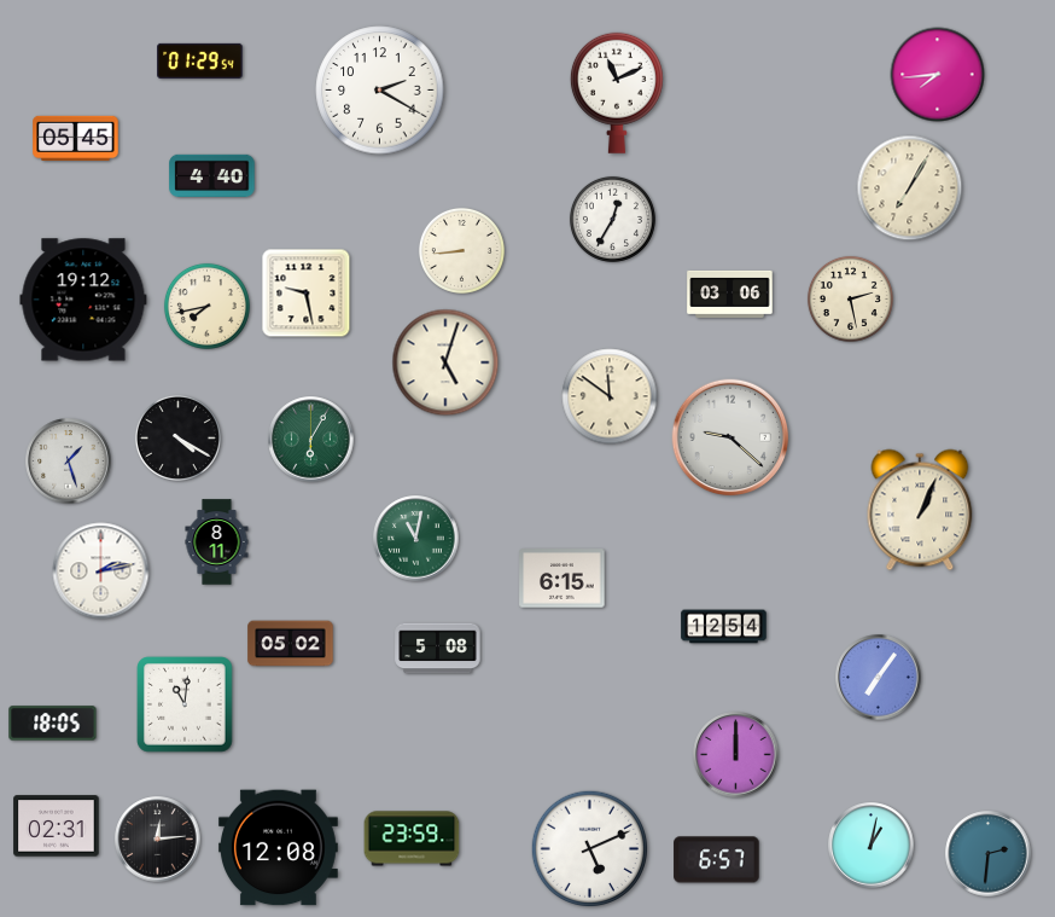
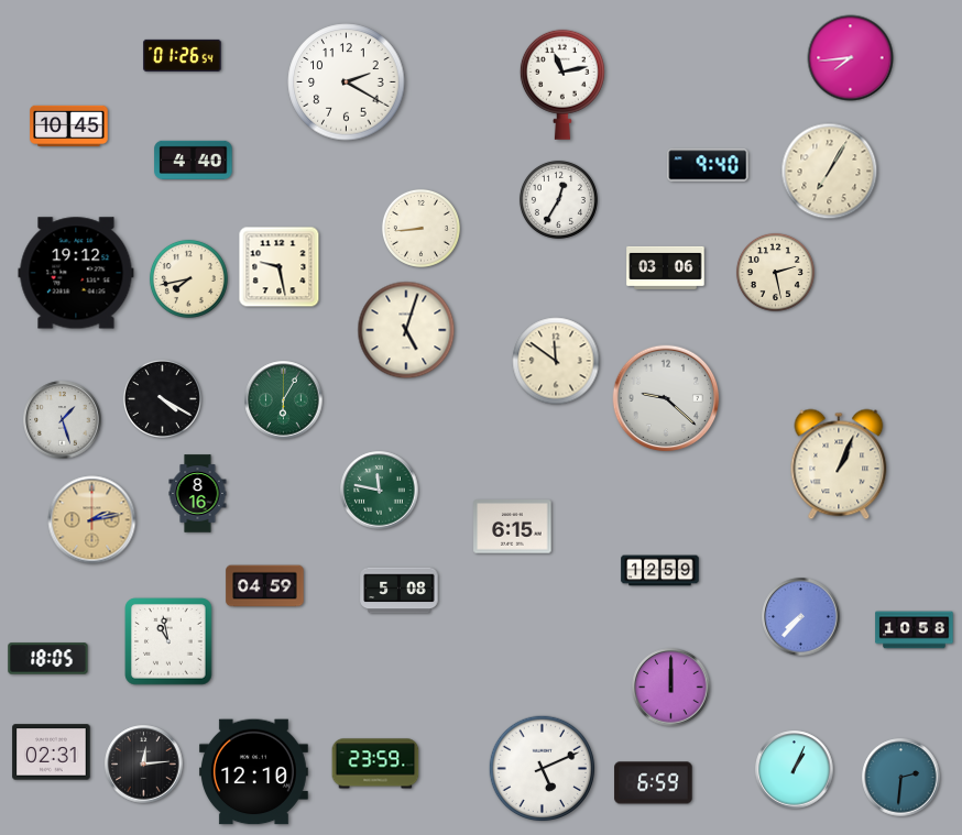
clock at (200, 60): 01:29 -> 01:26
clock at (938, 75) position: (938, 75) -> (851, 58)
clock at (617, 93): 11:11 -> 11:13
clock at (76, 138): 05:45 -> 10:45
clock at (708, 165): none -> 9:40
clock at (416, 539): 11:02 -> 11:47
clock at (217, 542): 8:11 -> 8:16
clock at (101, 571) dial: white -> champagne
clock at (724, 627): 12:54 -> 12:59
clock at (291, 644): 05:02 -> 04:59
clock at (879, 678): 7:06 -> 7:37
clock at (915, 630): none -> 10:58
clock at (185, 704): 11:01 -> 10:58
clock at (872, 846): 1:02 -> 1:04
clock at (278, 848): 12:08 -> 12:10
clock at (590, 849) position: (590, 849) -> (543, 769)
clock at (717, 860): 6:57 -> 6:59
